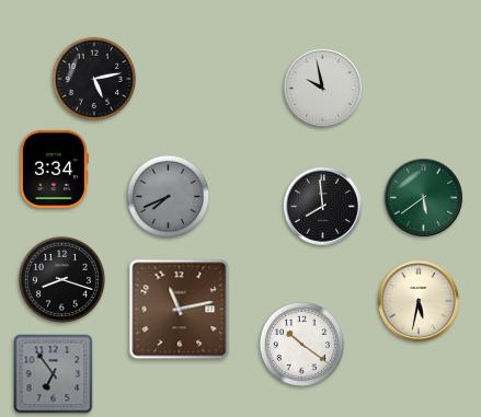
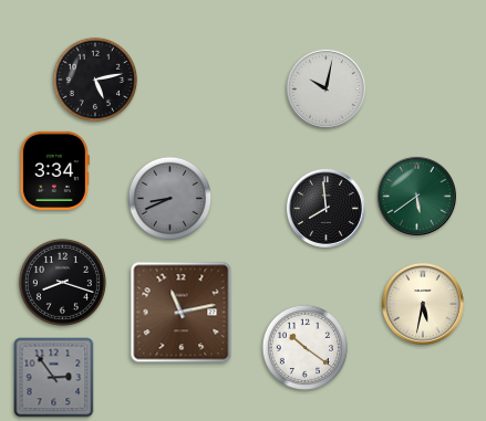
clock at (322, 88): 9:58 -> 10:02
clock at (169, 197): 7:41 -> 8:41
clock at (423, 197) position: (423, 197) -> (416, 196)
clock at (54, 374): 6:54 -> 2:54
